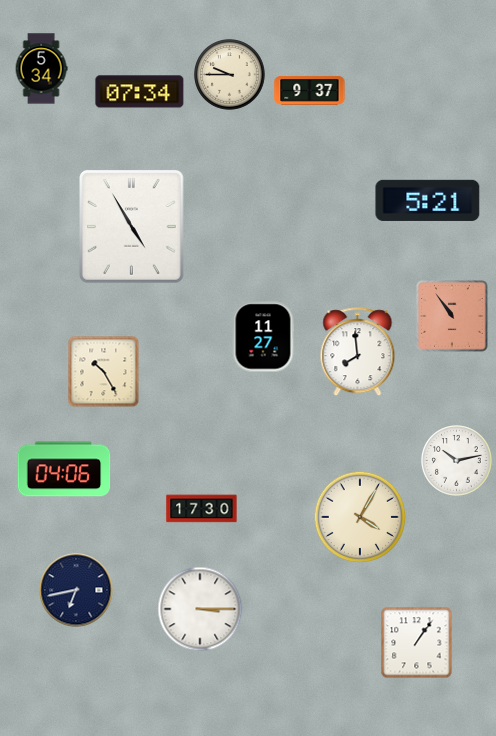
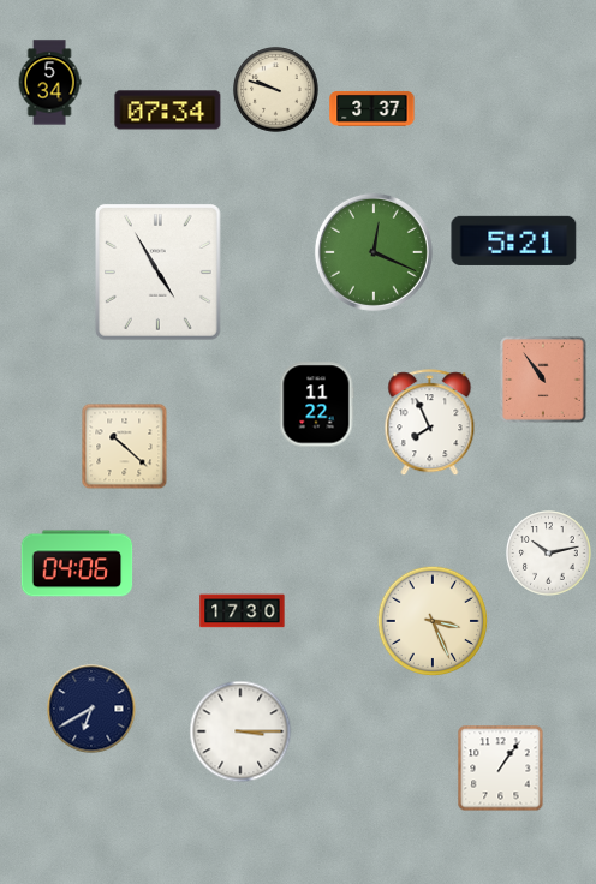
clock at (230, 75): 9:45 -> 9:48
clock at (310, 90): 9:37 -> 3:37
clock at (374, 252): none -> 12:19
clock at (263, 337): 11:27 -> 11:22
clock at (358, 352): 7:59 -> 7:56
clock at (104, 372): 10:25 -> 10:22
clock at (360, 517): 4:05 -> 3:26
clock at (76, 590): 6:43 -> 6:40
clock at (417, 643) position: (417, 643) -> (501, 769)
